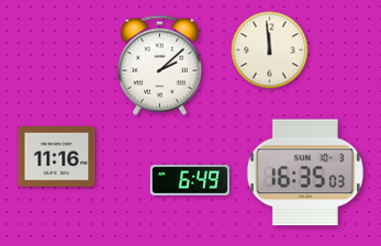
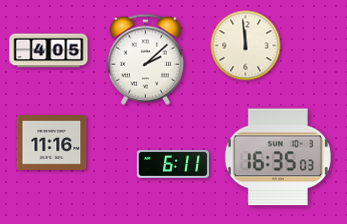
clock at (49, 51): none -> 4:05
clock at (189, 180): 6:49 -> 6:11
